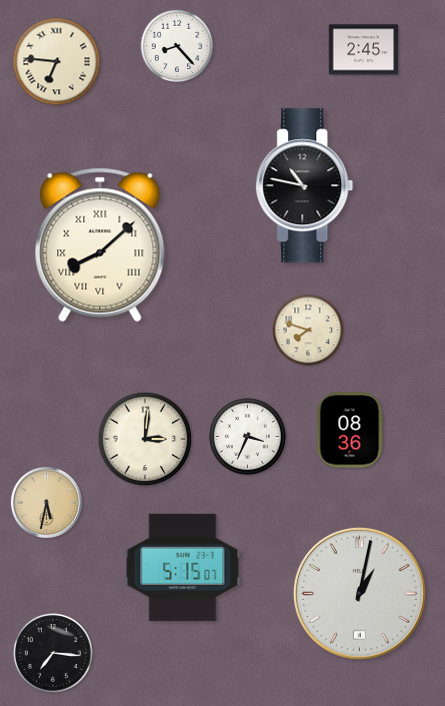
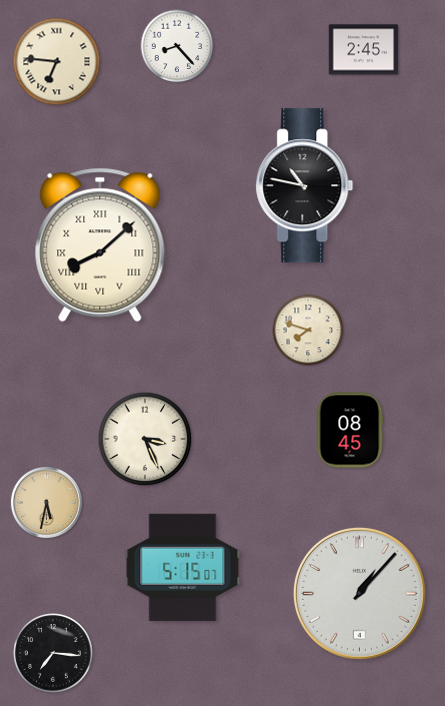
clock at (350, 430): 08:36 -> 08:45
clock at (247, 436): 3:34 -> none
clock at (145, 439): 3:01 -> 3:26
clock at (359, 593): 1:02 -> 1:07
